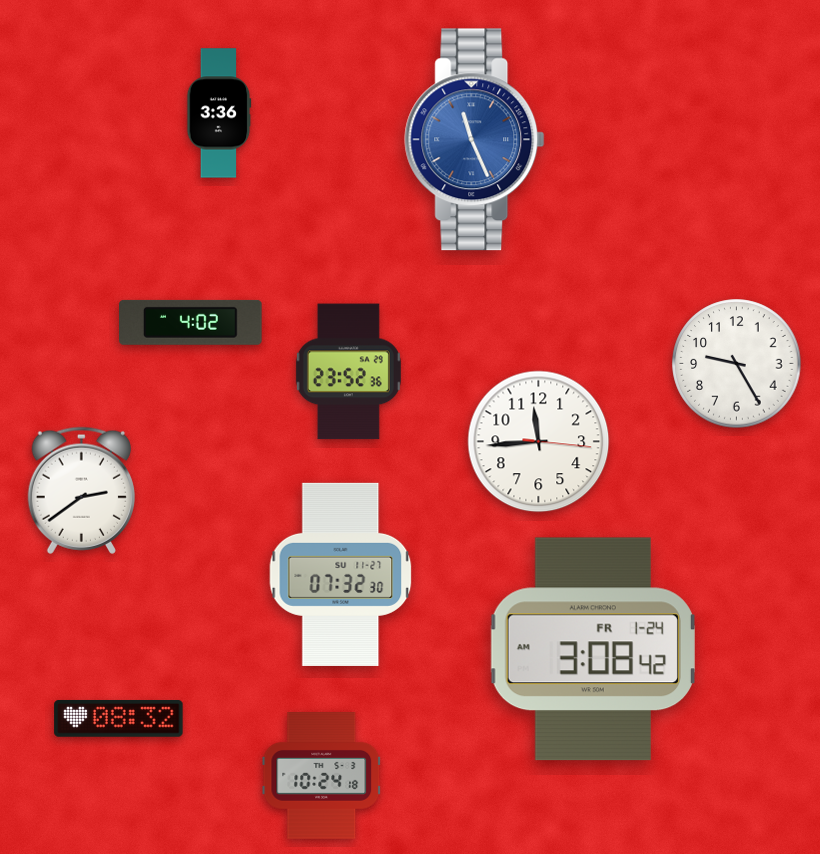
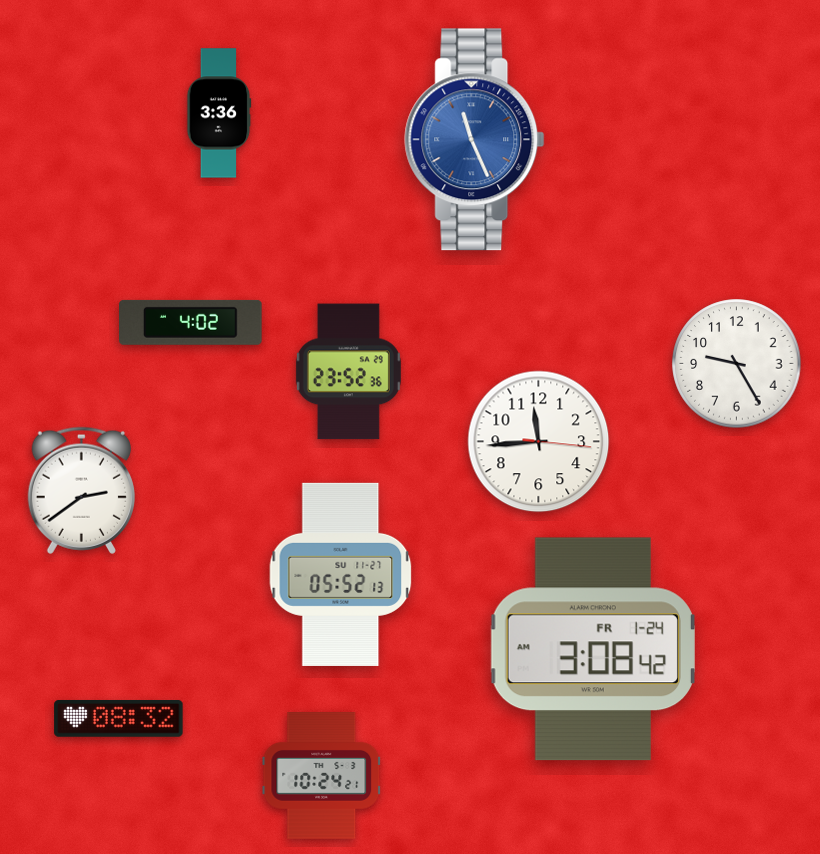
clock at (341, 574): 07:32 -> 05:52
clock at (322, 776): 10:24:18 -> 10:24:21
